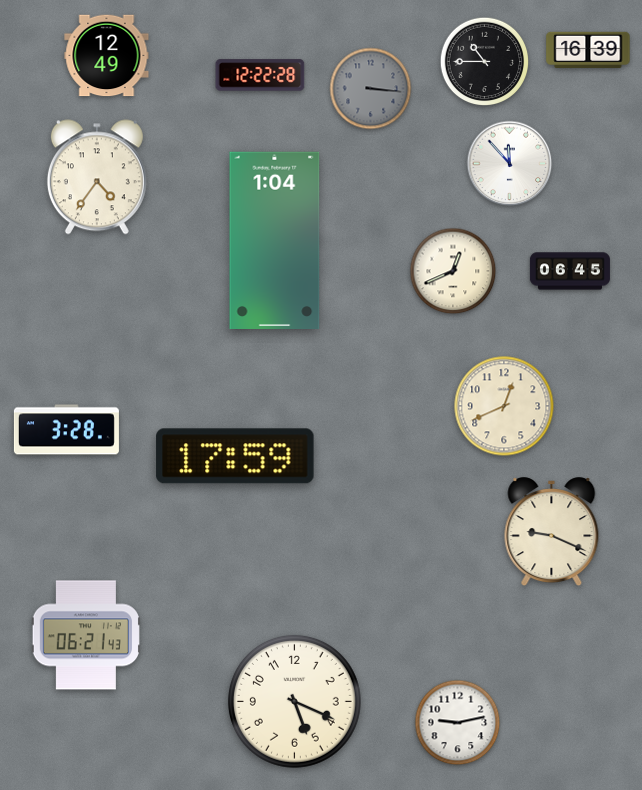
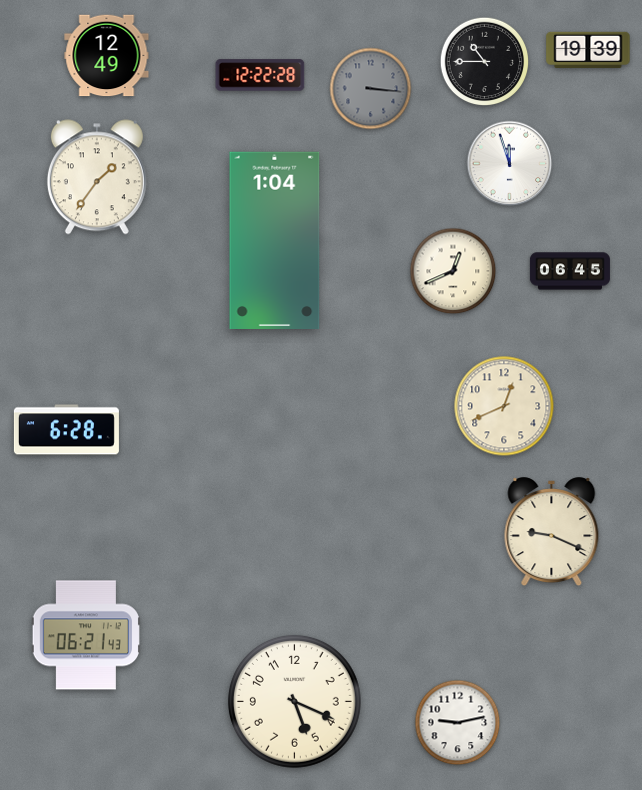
clock at (588, 49): 16:39 -> 19:39
clock at (510, 164): 11:53 -> 11:57
clock at (97, 177): 4:36 -> 1:36
clock at (66, 430): 3:28 -> 6:28
clock at (235, 456): 17:59 -> none
